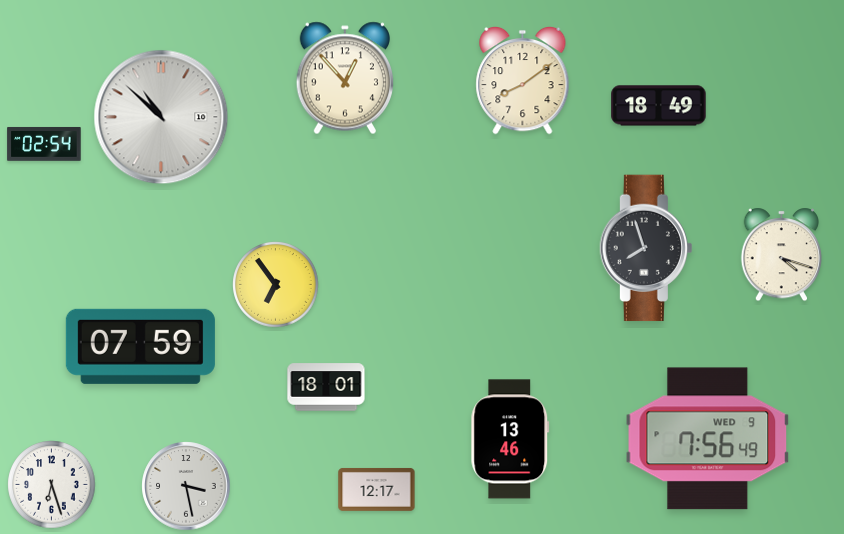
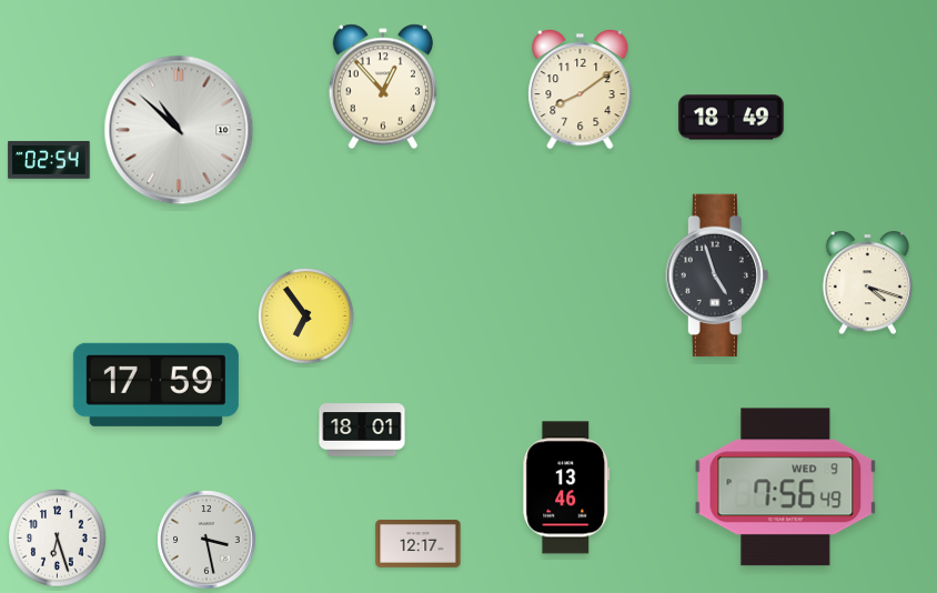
clock at (646, 248): 7:57 -> 4:57
clock at (140, 346): 07:59 -> 17:59
